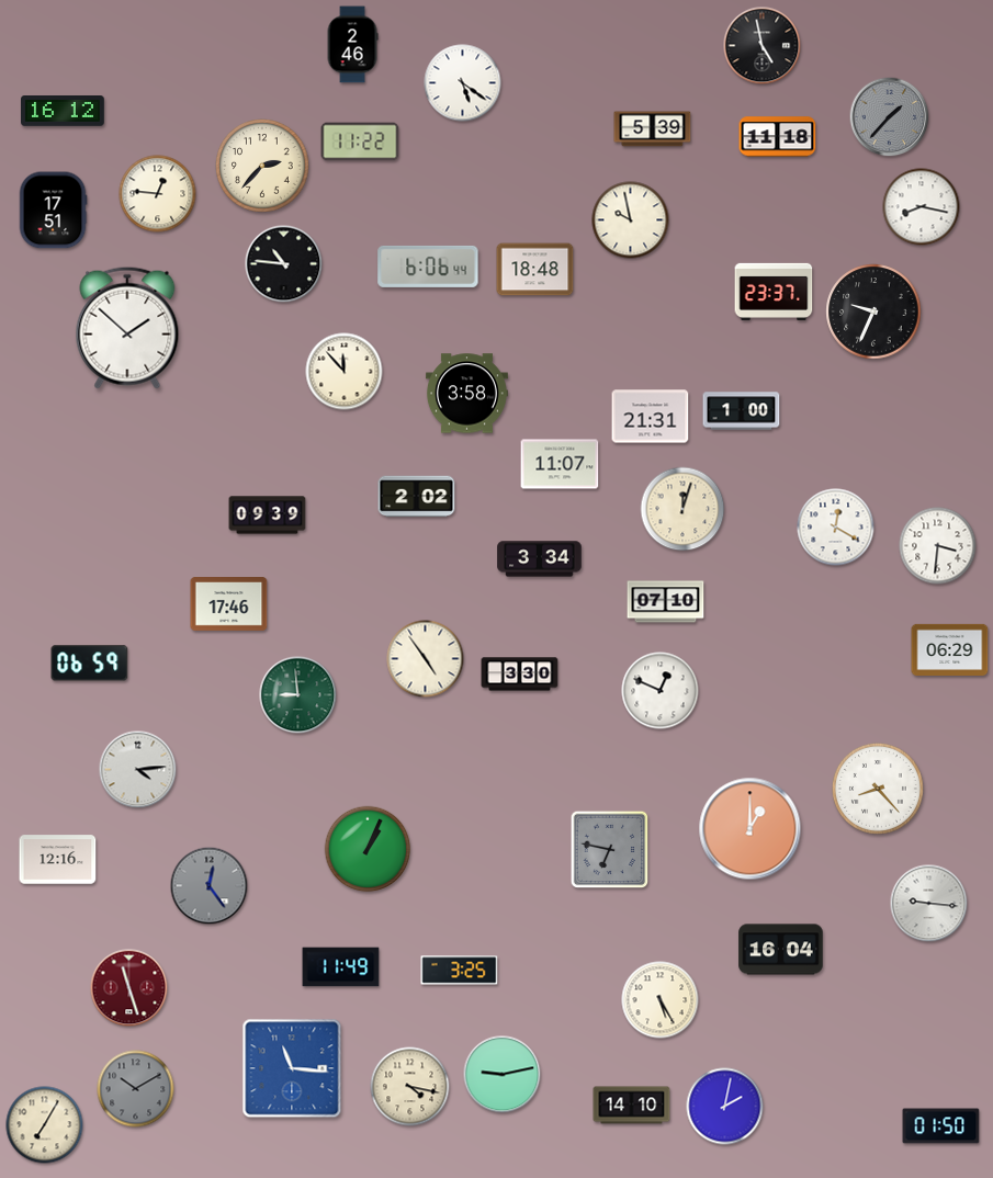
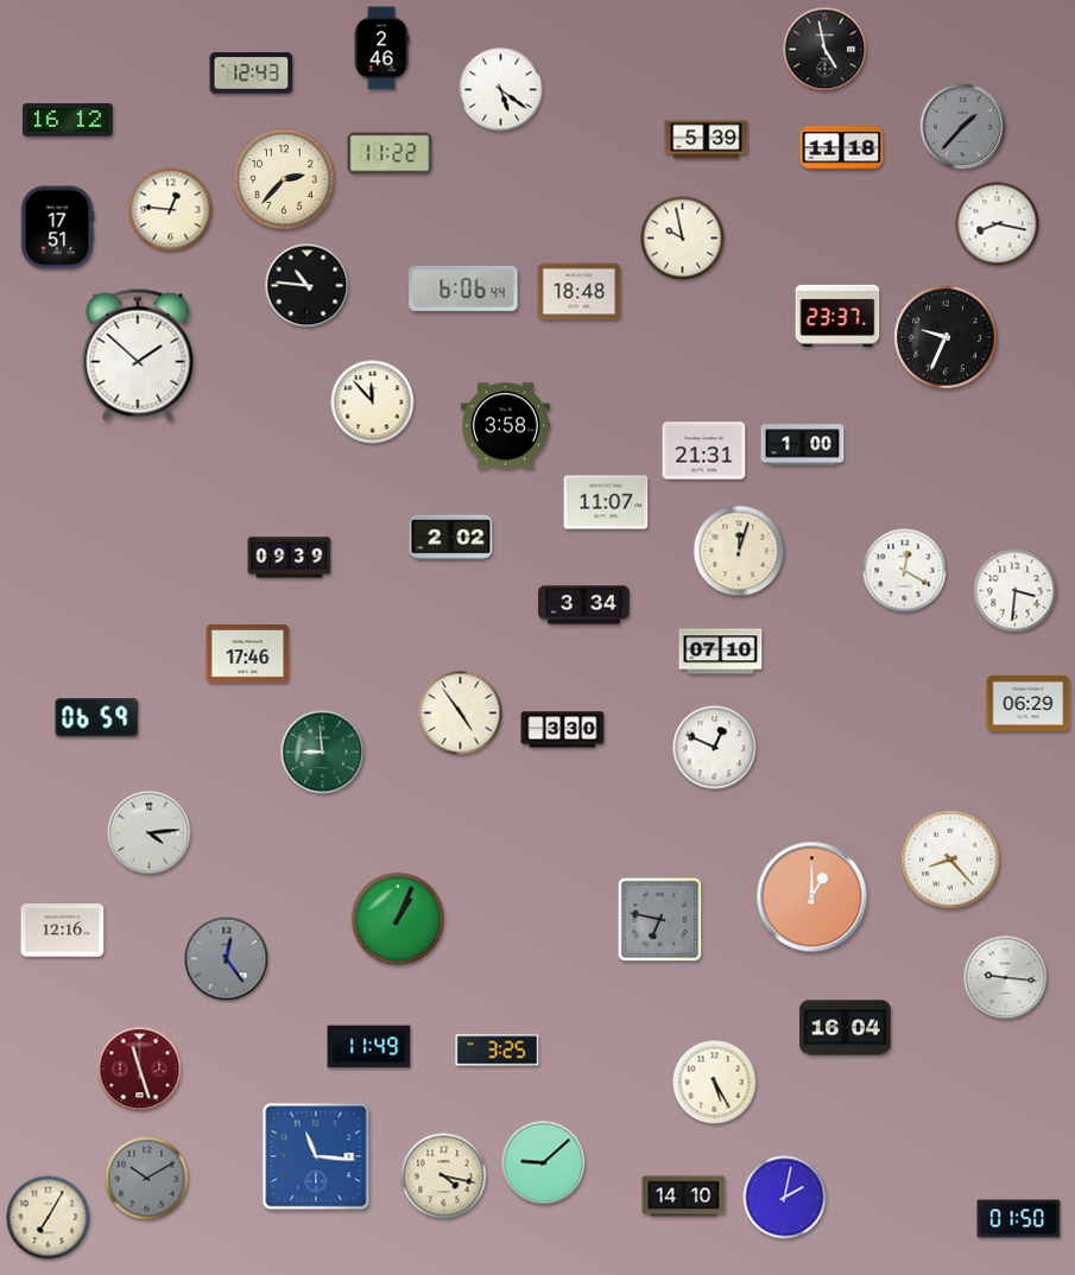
clock at (252, 74): none -> 12:43
clock at (878, 789) position: (878, 789) -> (950, 859)
clock at (503, 1075): 9:13 -> 9:08
